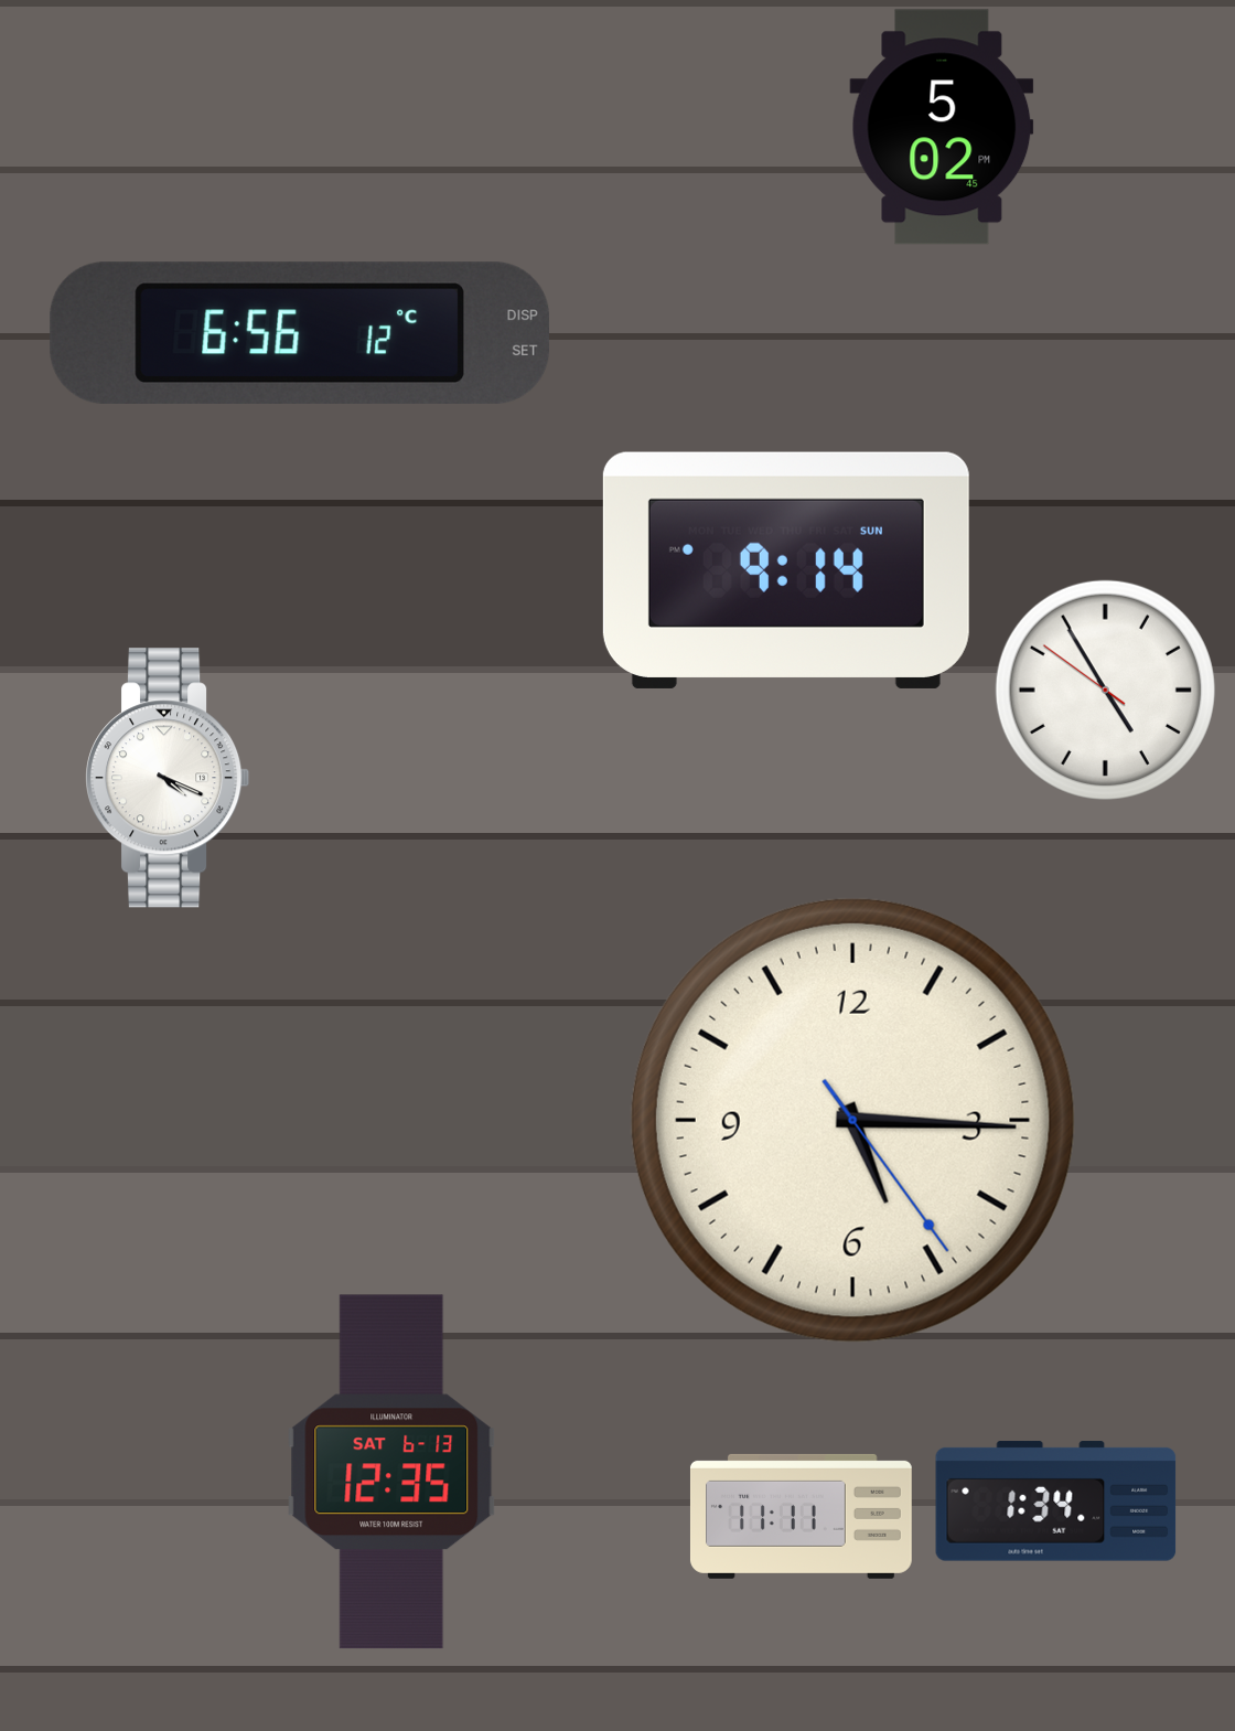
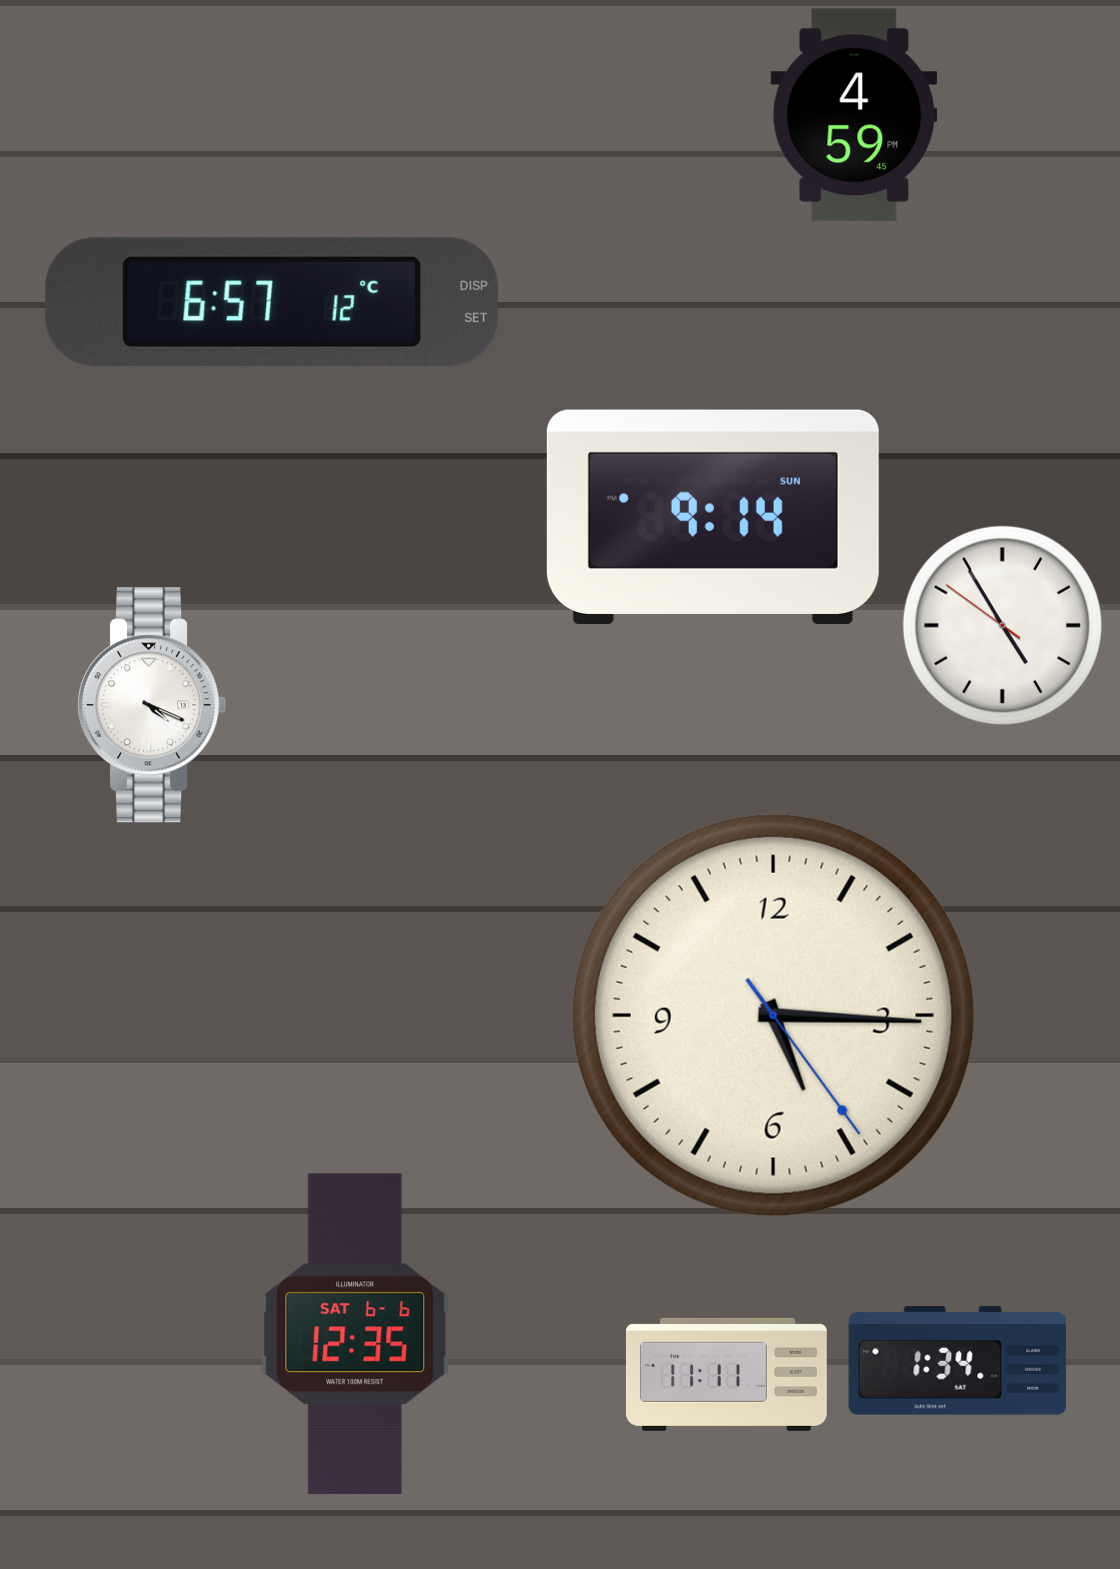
clock at (942, 127): 5:02 -> 4:59
clock at (300, 333): 6:56 -> 6:57
clock at (391, 1472) date: SAT 6-13 -> SAT 6-6
